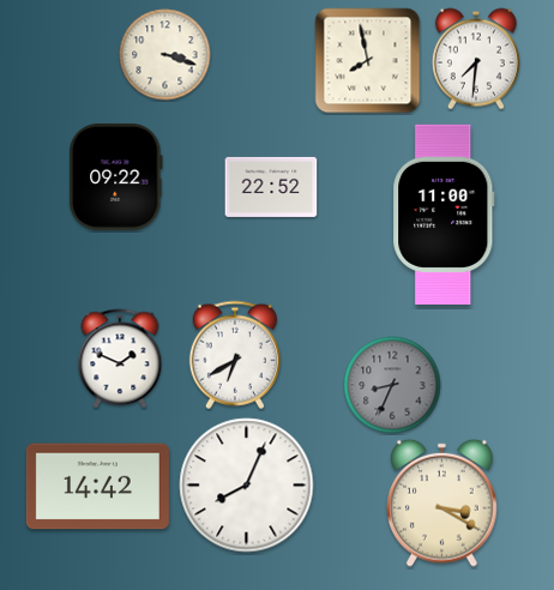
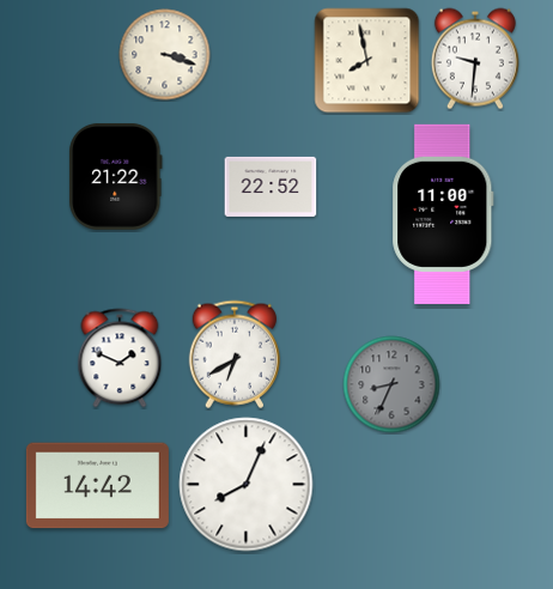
clock at (476, 59): 7:31 -> 9:31
clock at (116, 177): 09:22 -> 21:22
clock at (442, 502): 3:20 -> none
